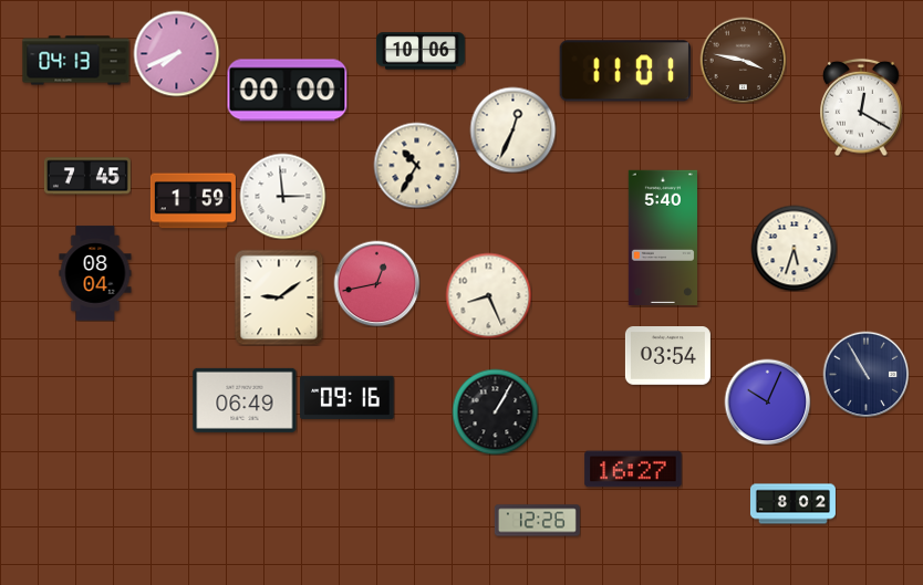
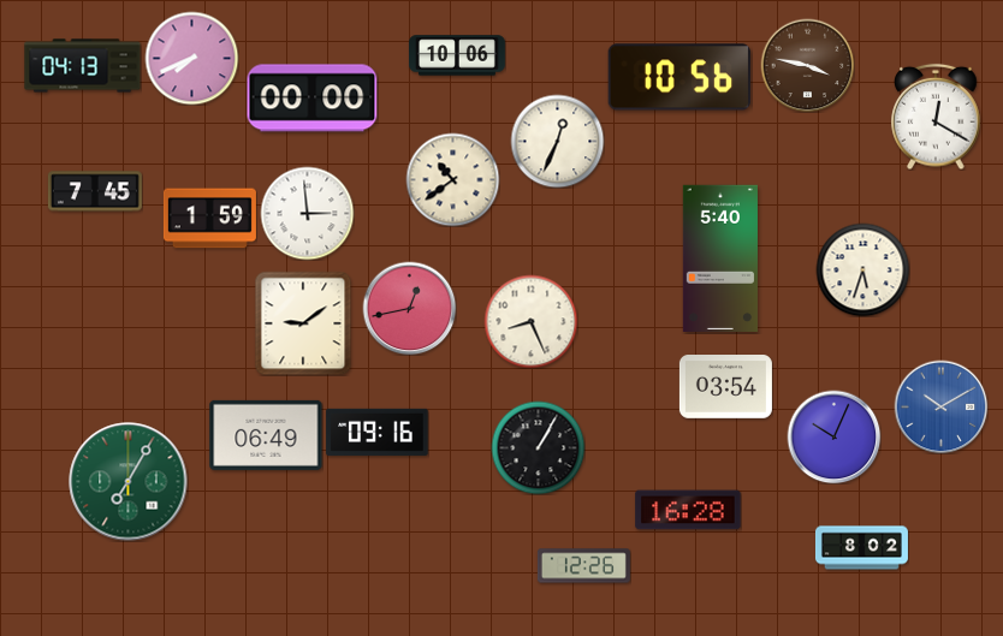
clock at (625, 71): 11:01 -> 10:56
clock at (416, 165): 10:35 -> 10:39
clock at (95, 273): 08:04 -> none
clock at (865, 374): 10:55 -> 10:10
clock at (865, 374) dial: navy -> blue
clock at (129, 482): none -> 7:05
clock at (633, 469): 16:27 -> 16:28
